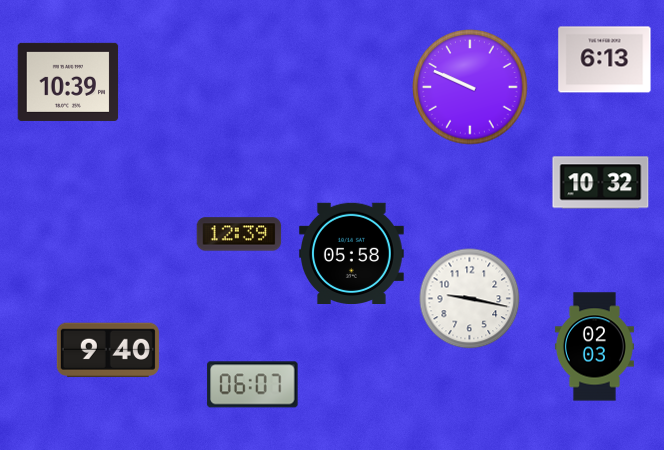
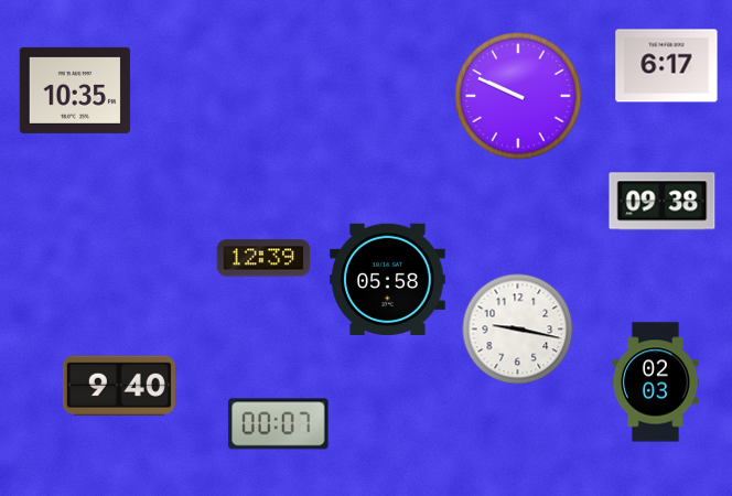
clock at (605, 60): 6:13 -> 6:17
clock at (68, 82): 10:39 -> 10:35
clock at (601, 183): 10:32 -> 09:38
clock at (253, 385): 06:07 -> 00:07
